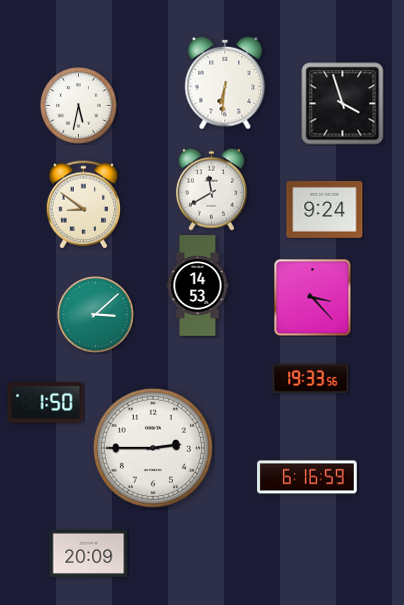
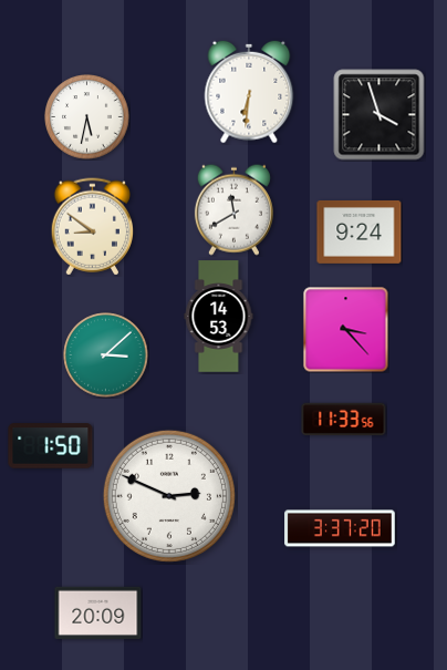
clock at (96, 315) position: (96, 315) -> (106, 355)
clock at (311, 378): 19:33 -> 11:33
clock at (153, 448): 2:45 -> 2:49
clock at (307, 477): 6:16 -> 3:37
